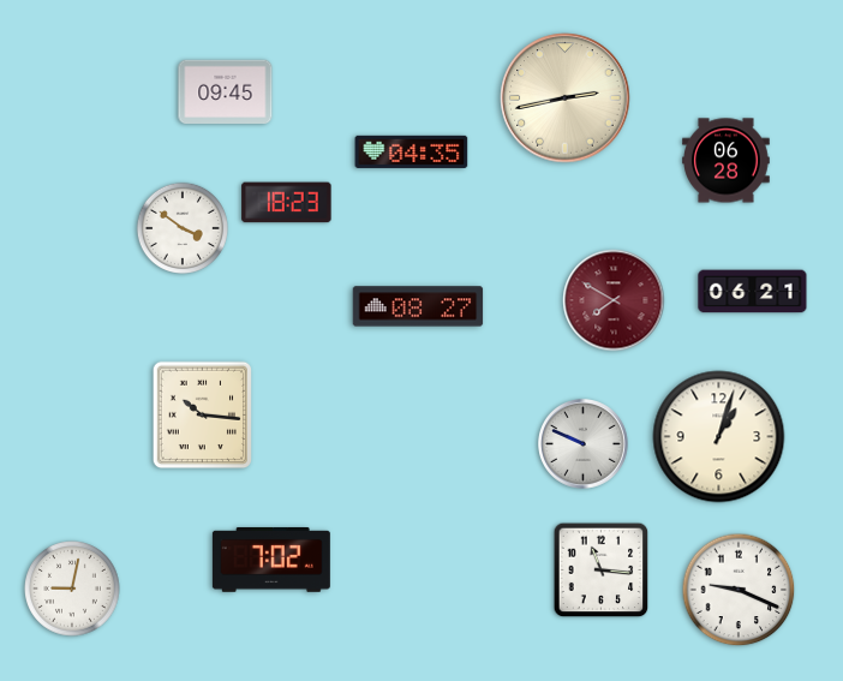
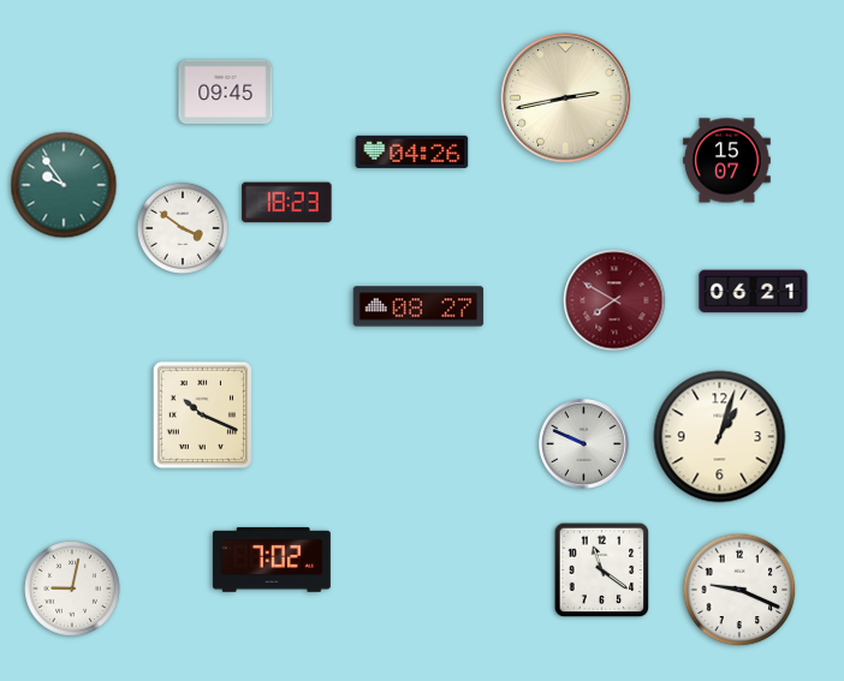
clock at (412, 151): 04:35 -> 04:26
clock at (727, 161): 06:28 -> 15:07
clock at (64, 185): none -> 9:54
clock at (203, 416): 10:16 -> 10:19
clock at (602, 571): 11:16 -> 11:21
